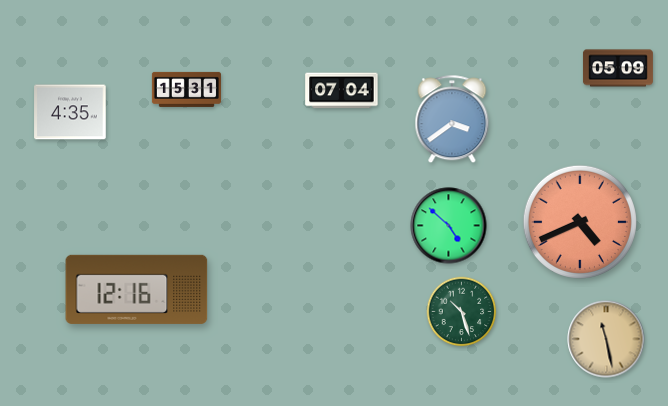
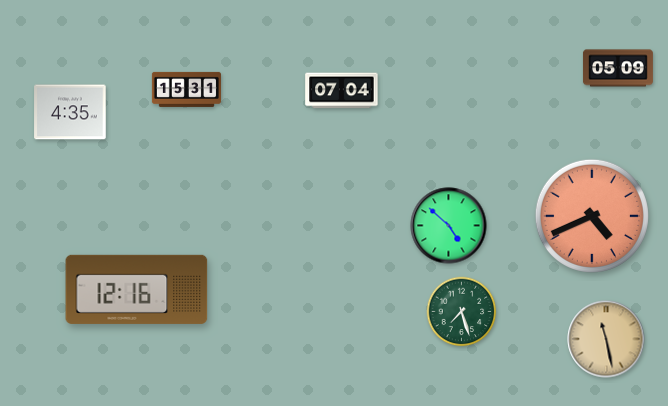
clock at (452, 120): 3:39 -> none
clock at (580, 222) position: (580, 222) -> (592, 216)
clock at (462, 312): 10:27 -> 7:27
